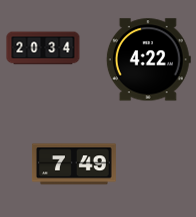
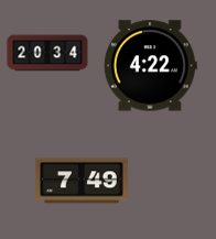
clock at (148, 60) position: (148, 60) -> (150, 66)
